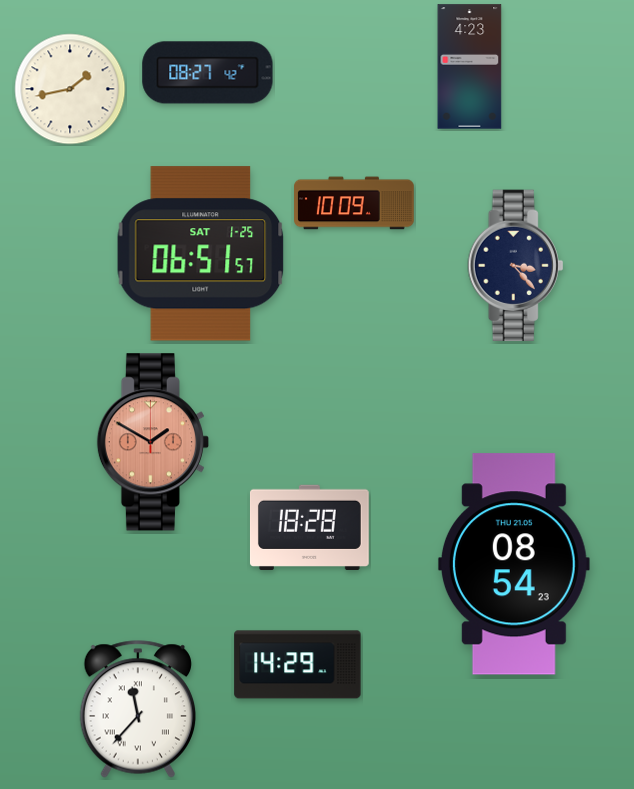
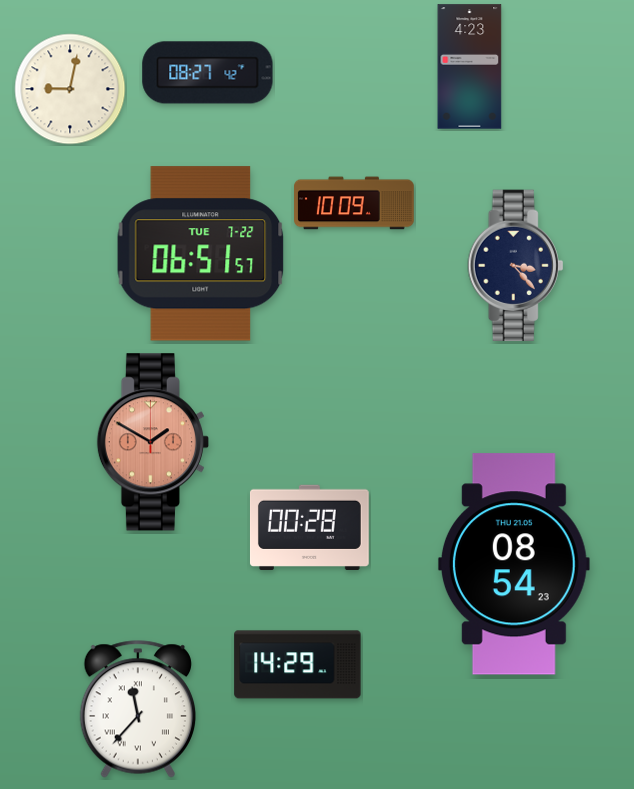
clock at (70, 89): 1:43 -> 9:02
clock at (201, 254) date: SAT 1-25 -> TUE 7-22
clock at (309, 527): 18:28 -> 00:28
